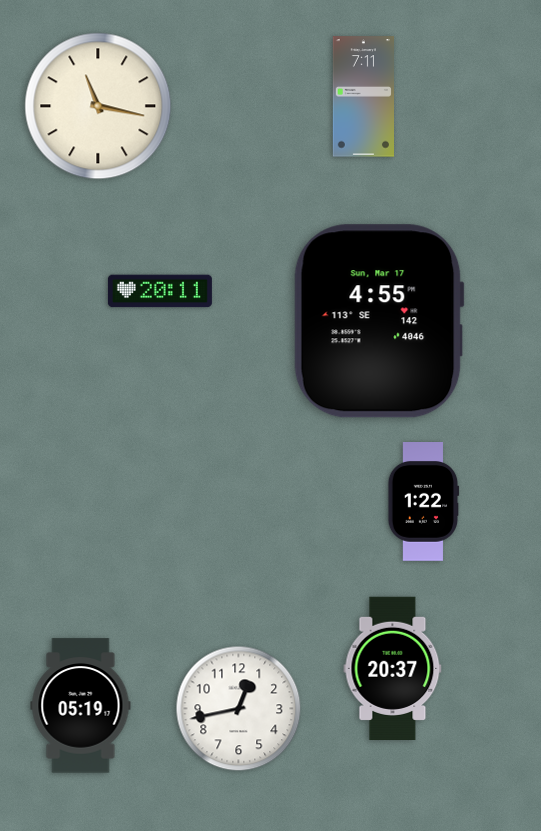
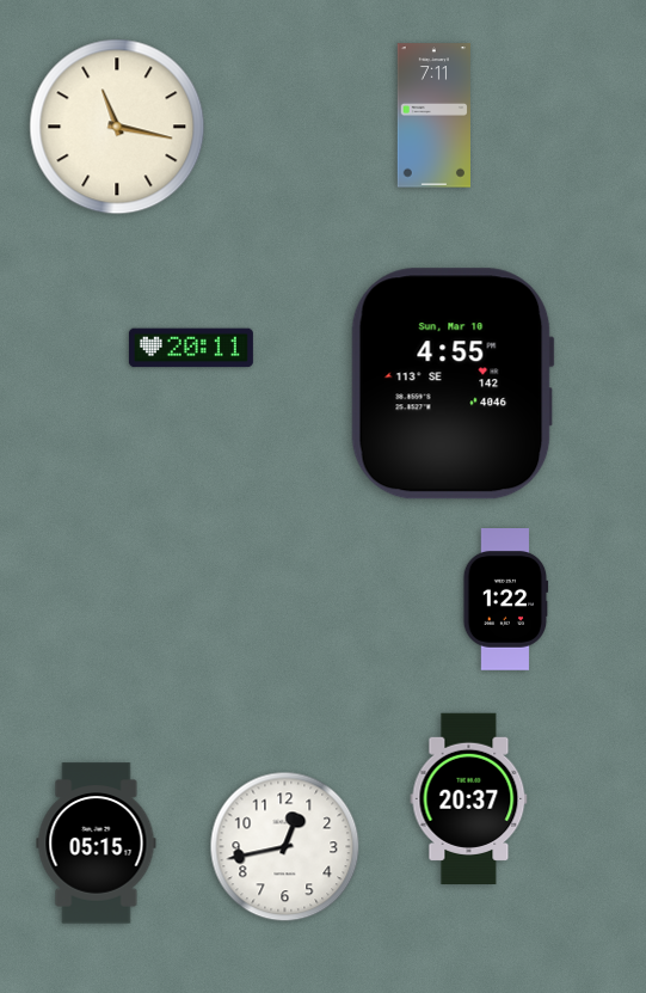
clock at (379, 321) date: Sun, Mar 17 -> Sun, Mar 10
clock at (81, 706): 05:19 -> 05:15
